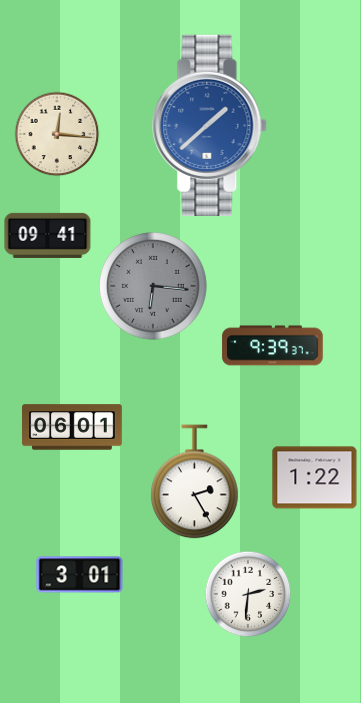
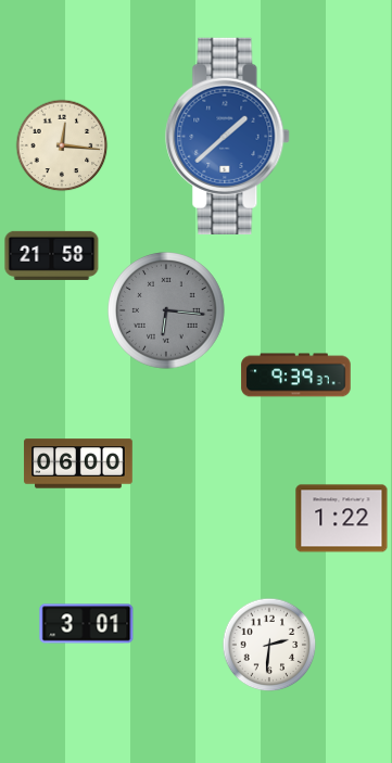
clock at (48, 235): 09:41 -> 21:58
clock at (72, 427): 06:01 -> 06:00
clock at (195, 482): 2:25 -> none
